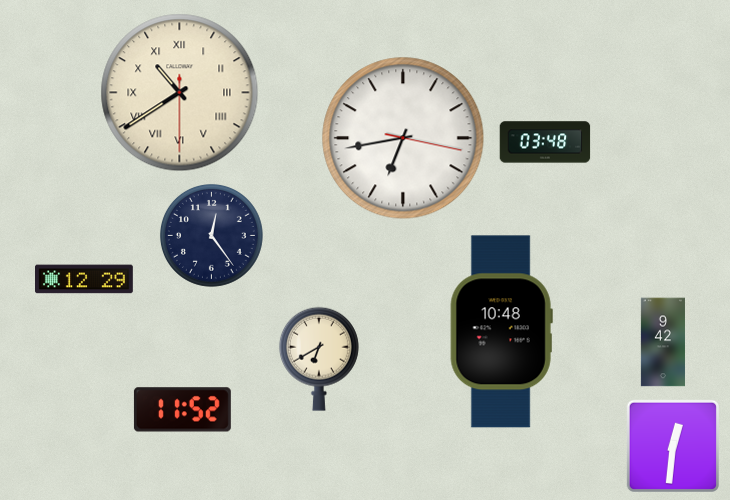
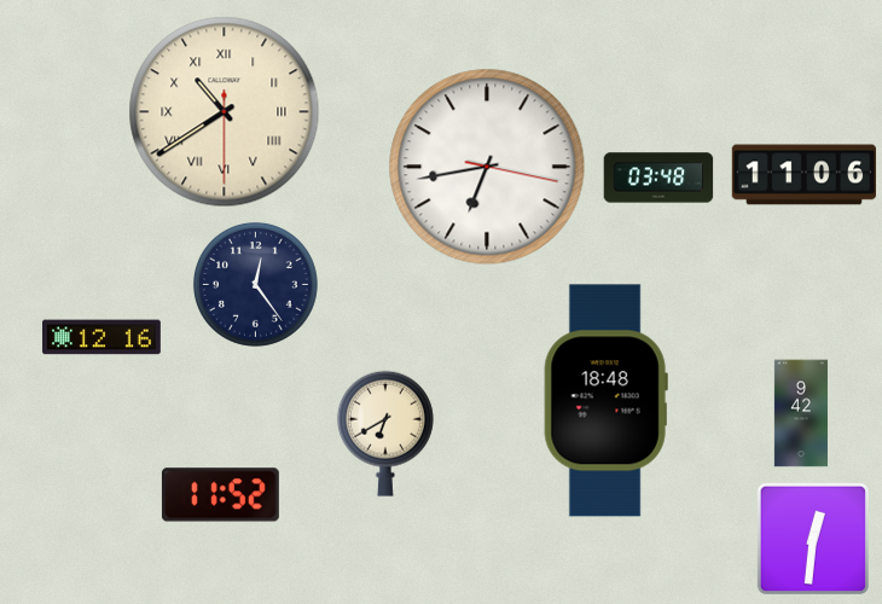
clock at (180, 93) position: (180, 93) -> (225, 112)
clock at (545, 142) position: (545, 142) -> (658, 178)
clock at (805, 175): none -> 11:06
clock at (85, 279): 12:29 -> 12:16
clock at (501, 332): 10:48 -> 18:48
